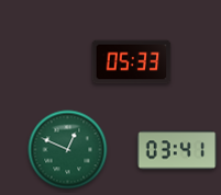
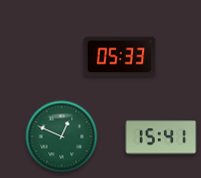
clock at (177, 150): 03:41 -> 15:41
